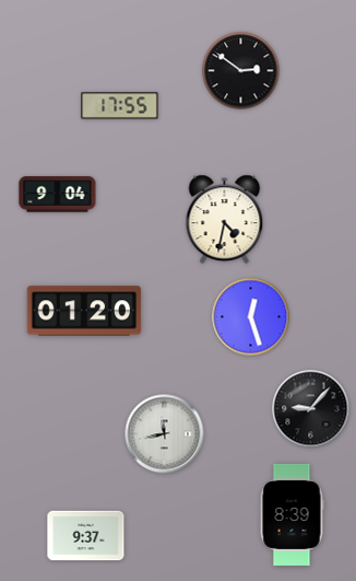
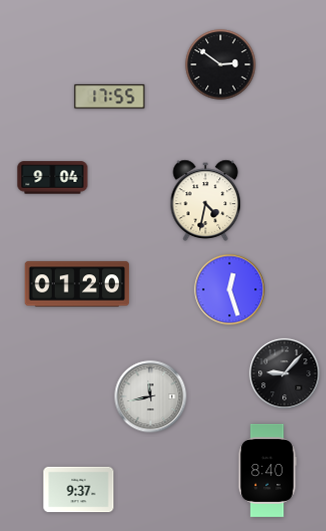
clock at (292, 514): 8:39 -> 8:40
